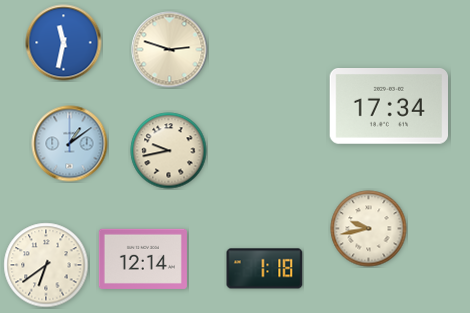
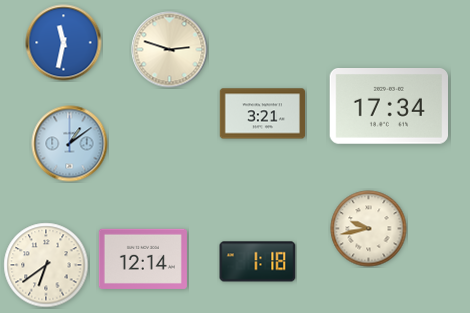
clock at (262, 114): none -> 3:21
clock at (169, 151): 9:43 -> none
clock at (265, 269) position: (265, 269) -> (258, 262)
